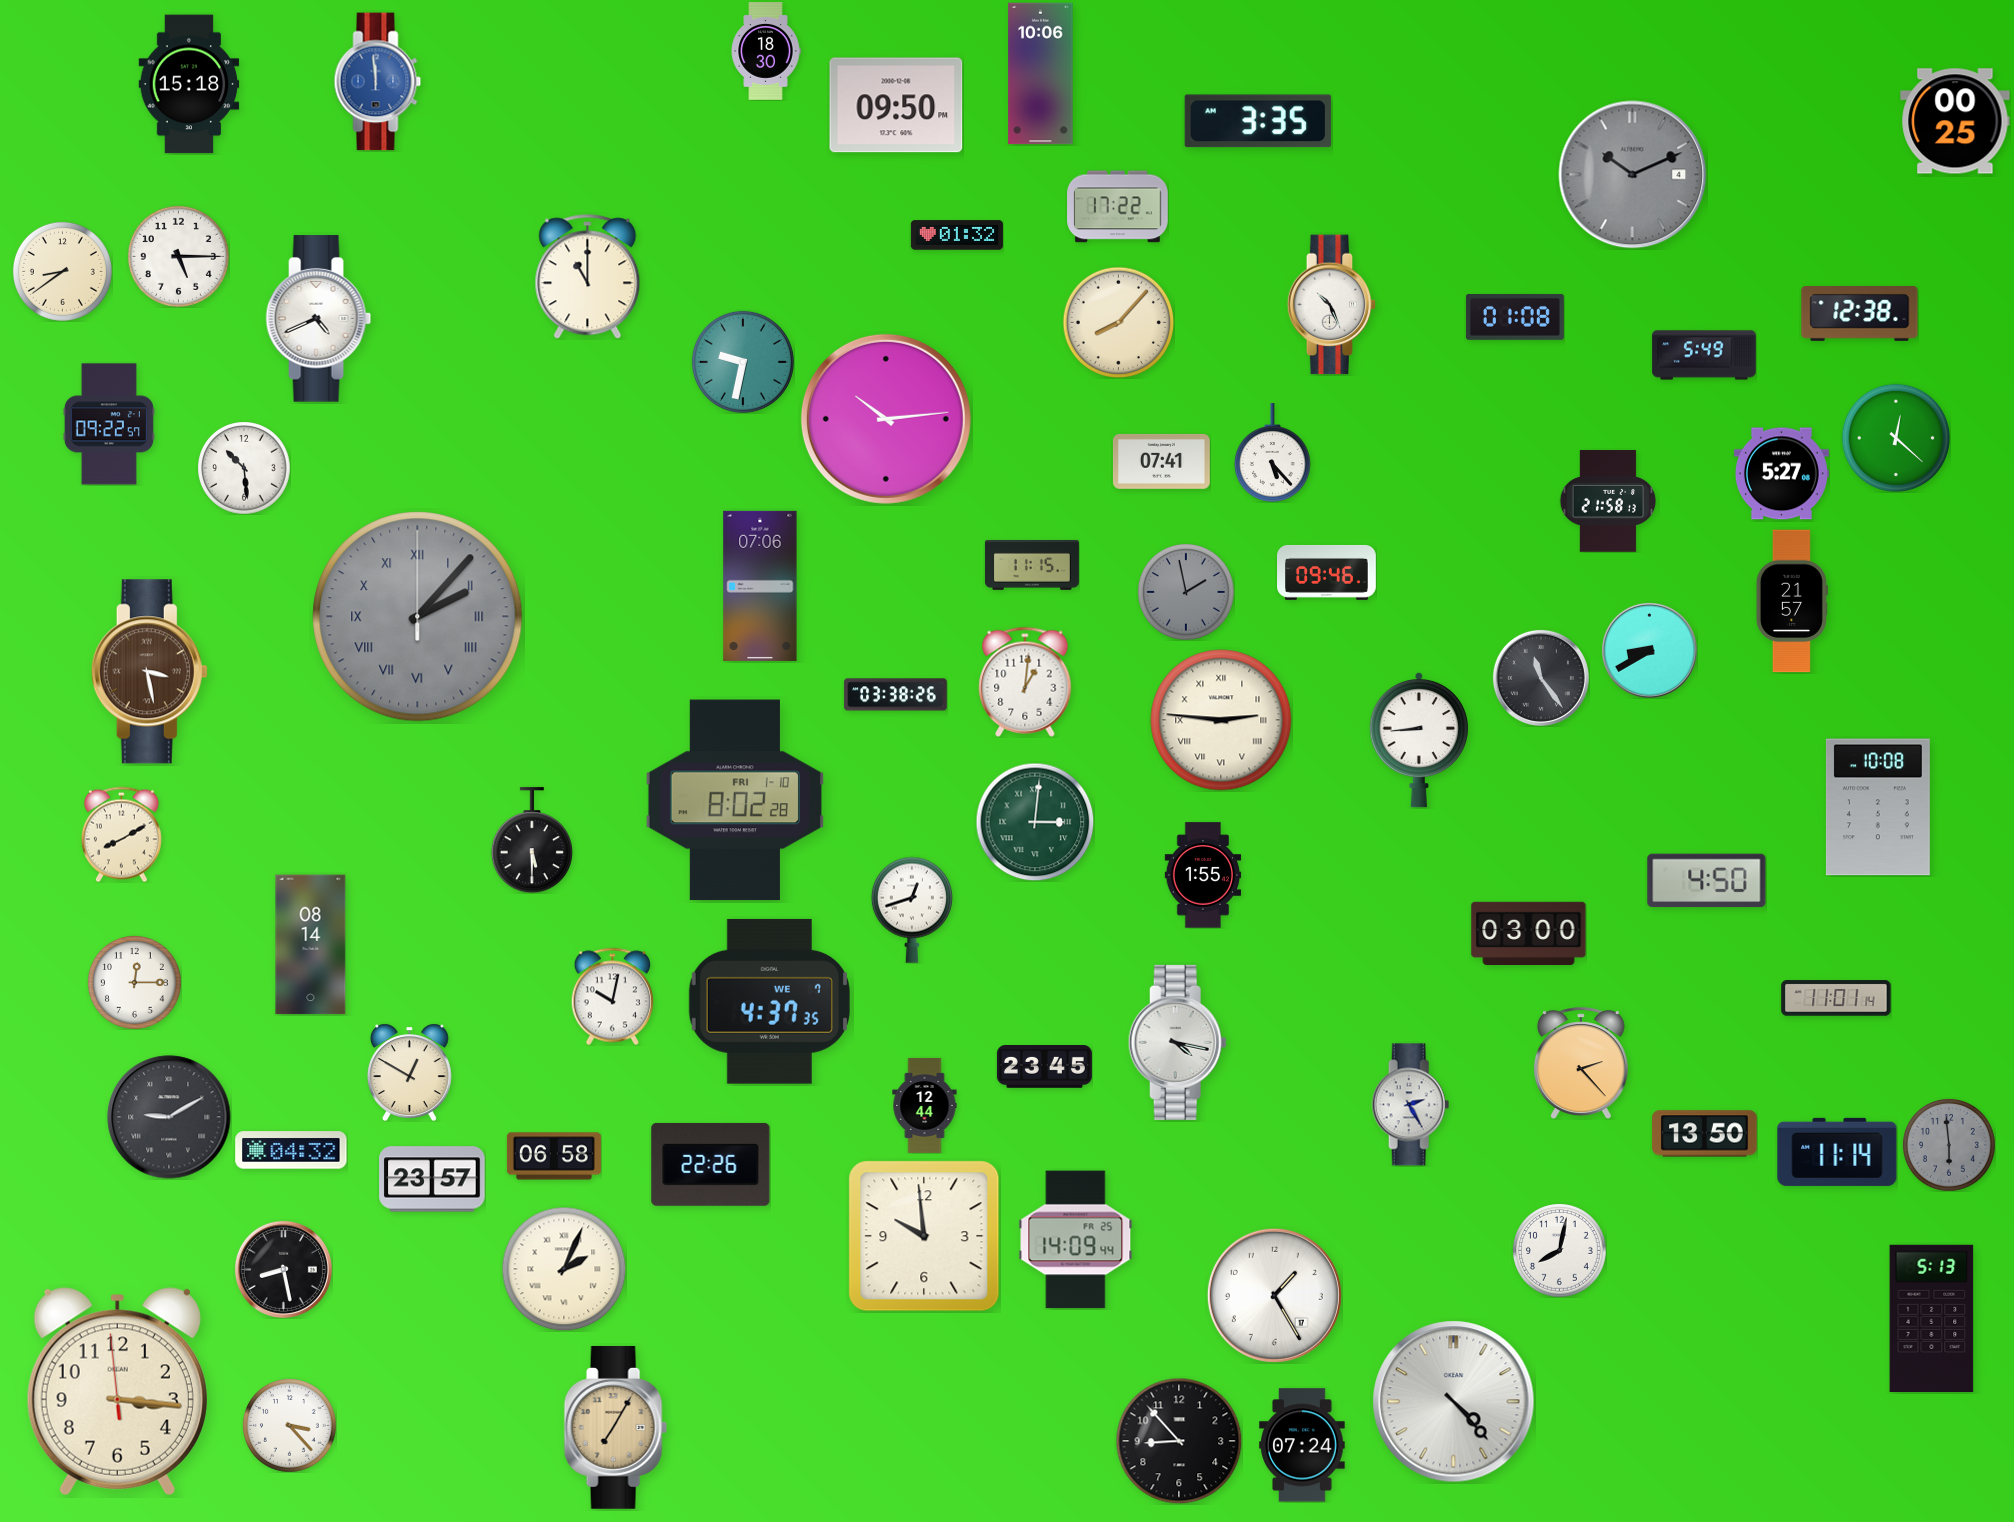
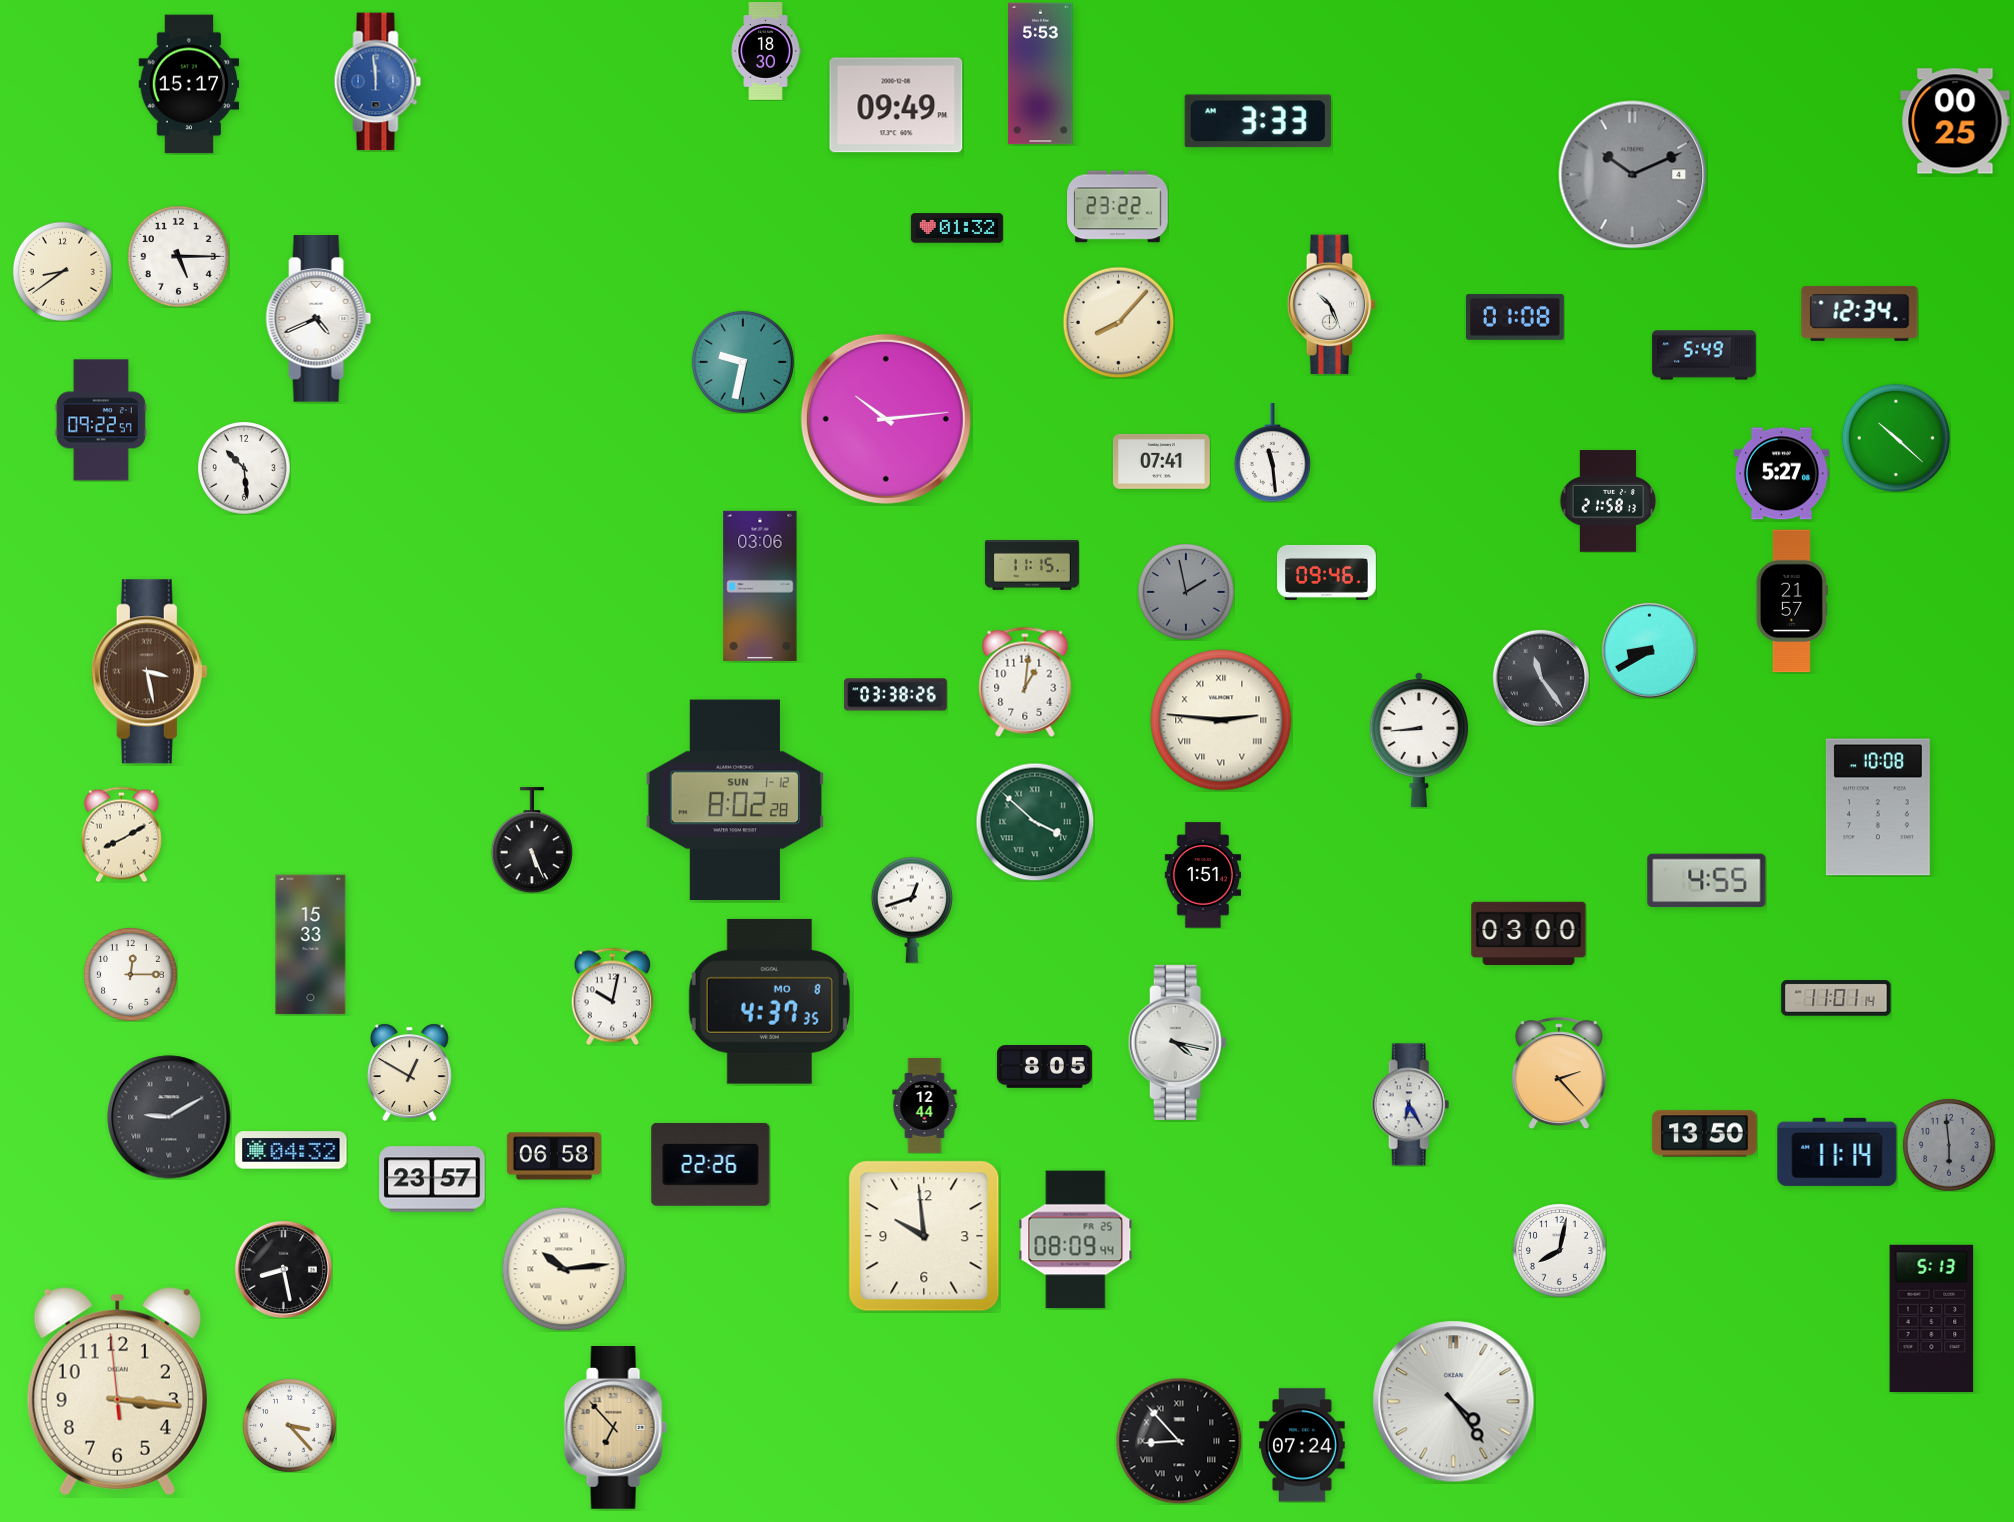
clock at (1041, 74): 10:06 -> 5:53
clock at (189, 84): 15:18 -> 15:17
clock at (896, 105): 09:50 -> 09:49
clock at (1258, 121): 3:35 -> 3:33
clock at (1118, 207): 17:22 -> 23:22
clock at (957, 235) position: (957, 235) -> (957, 228)
clock at (588, 277): 11:00 -> none
clock at (1860, 313): 12:38 -> 12:34
clock at (109, 424) position: (109, 424) -> (101, 420)
clock at (1895, 437): 12:22 -> 10:22
clock at (1272, 453): 5:23 -> 11:29
clock at (760, 586): 07:06 -> 03:06
clock at (418, 617): 2:07 -> none
clock at (734, 800) date: FRI 1-10 -> SUN 1-12
clock at (1035, 822): 3:01 -> 3:52
clock at (532, 840): 5:30 -> 5:26
clock at (1203, 875): 1:55 -> 1:51
clock at (1707, 881): 4:50 -> 4:55
clock at (311, 945): 08:14 -> 15:33
clock at (135, 983) position: (135, 983) -> (131, 975)
clock at (769, 1001) date: WE 7 -> MO 8
clock at (1581, 1063) position: (1581, 1063) -> (1559, 1073)
clock at (1044, 1067): 23:45 -> 8:05
clock at (1411, 1105): 2:25 -> 6:25
clock at (1076, 1240): 14:09 -> 08:09
clock at (564, 1269): 2:04 -> 10:14
clock at (1274, 1295): 1:25 -> none
clock at (1454, 1402): 4:23 -> 4:24
clock at (615, 1427): 7:05 -> 6:53
clock at (1179, 1441) numerals: Arabic -> Roman
